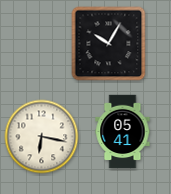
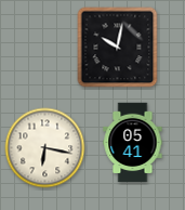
clock at (109, 44): 10:05 -> 10:02
